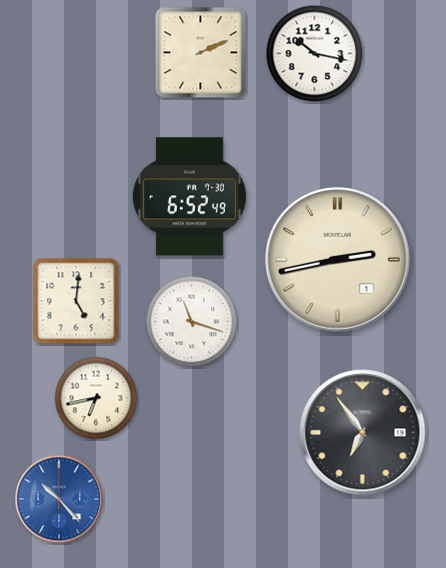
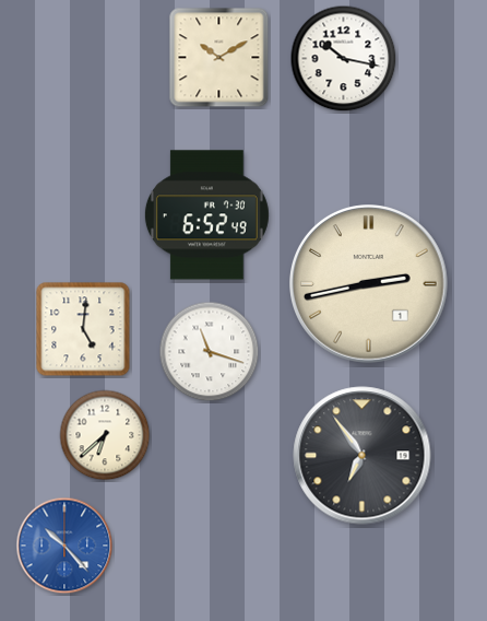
clock at (201, 53): 2:11 -> 10:10
clock at (96, 398): 6:43 -> 6:38
clock at (363, 433) position: (363, 433) -> (363, 456)
